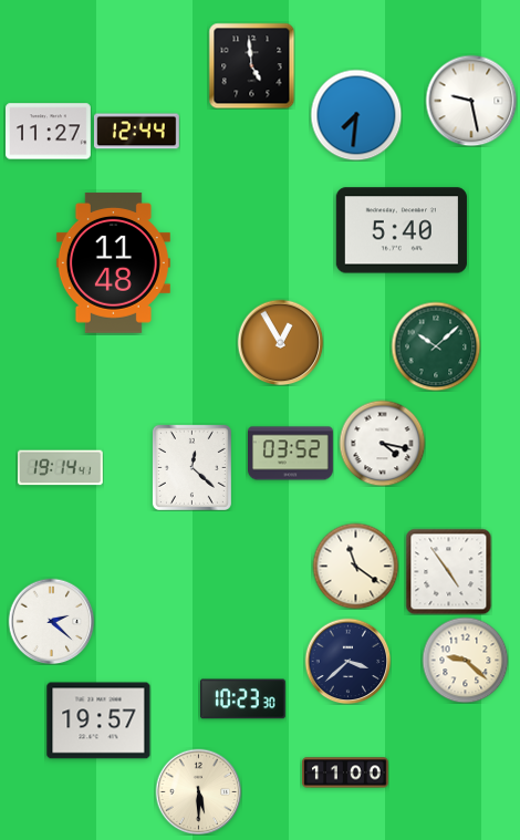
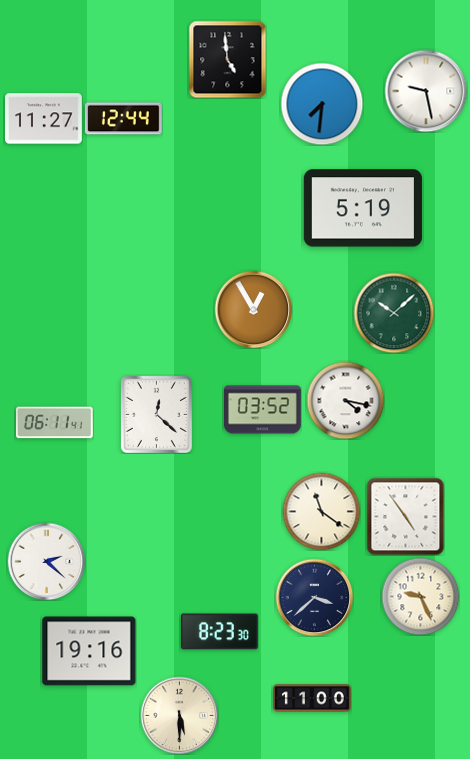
clock at (402, 230): 5:40 -> 5:19
clock at (113, 262): 11:48 -> none
clock at (191, 467) position: (191, 467) -> (156, 414)
clock at (60, 468): 19:14 -> 06:11
clock at (465, 660): 9:22 -> 9:26
clock at (242, 699): 10:23 -> 8:23
clock at (98, 720): 19:57 -> 19:16
